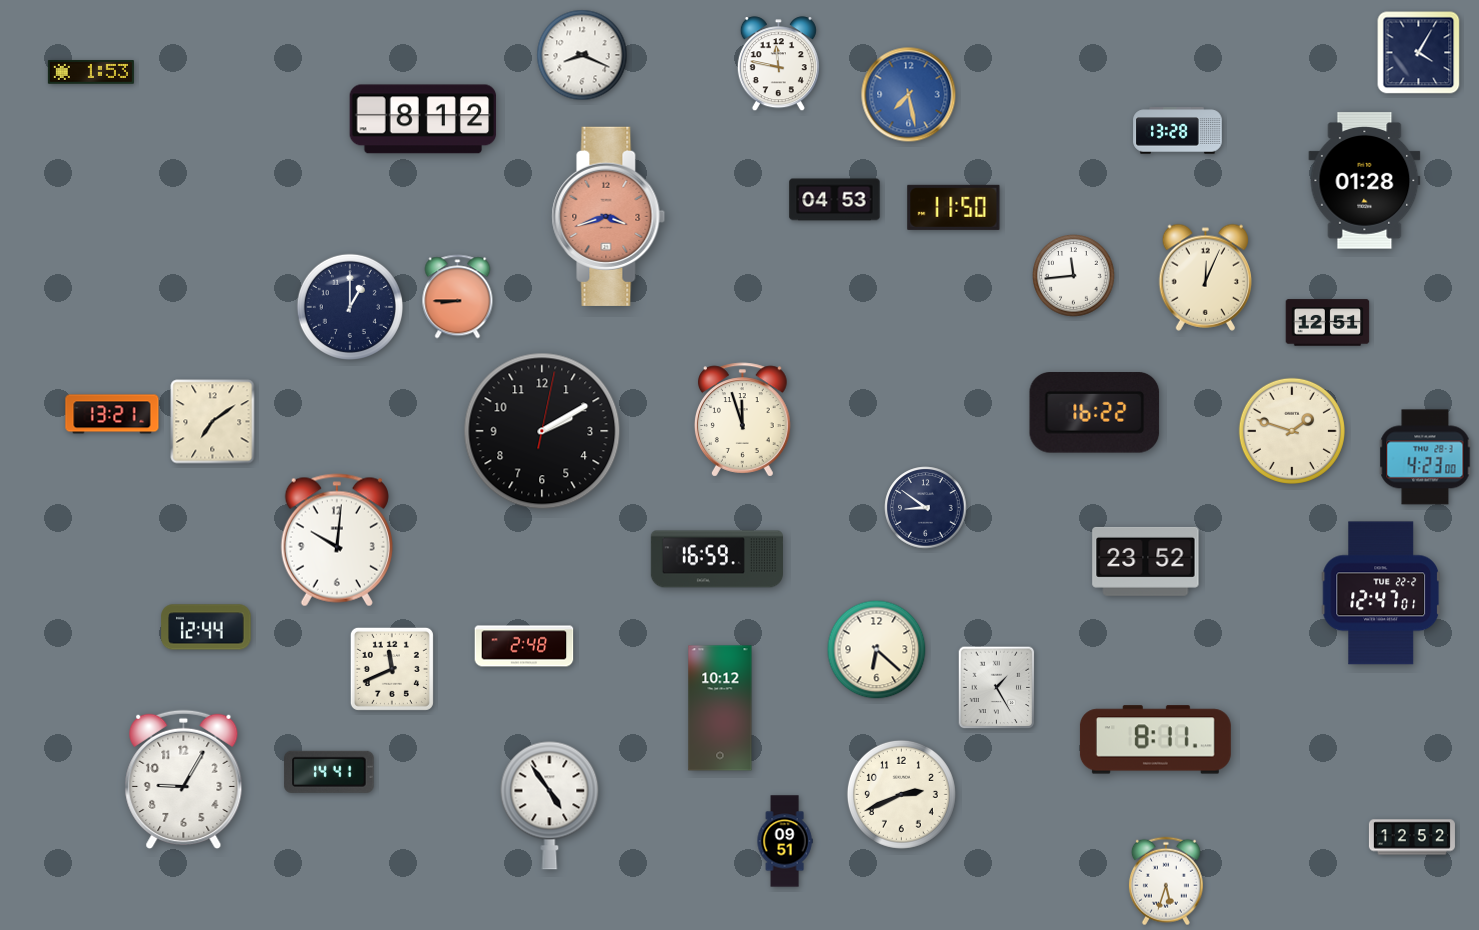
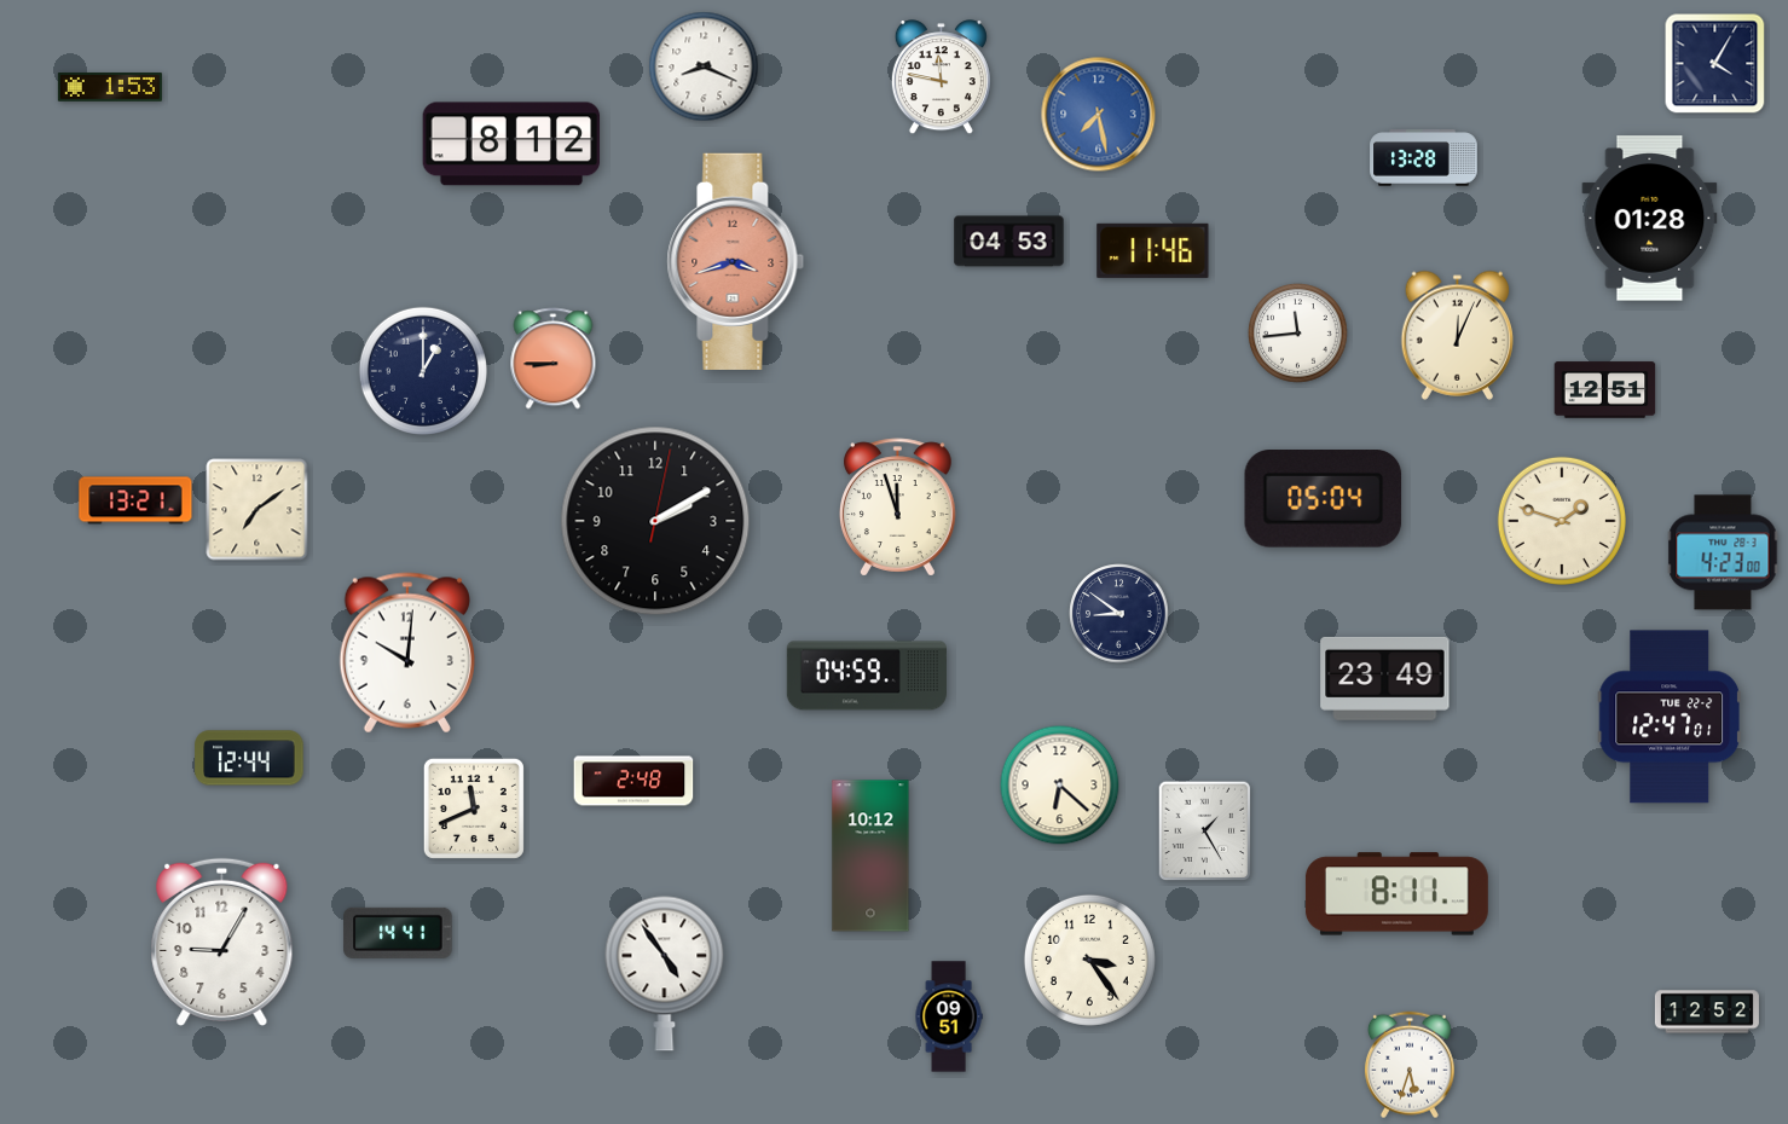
clock at (954, 207): 11:50 -> 11:46
clock at (1095, 413): 16:22 -> 05:04
clock at (716, 559): 16:59 -> 04:59
clock at (1146, 561): 23:52 -> 23:49
clock at (901, 794): 2:41 -> 3:24
